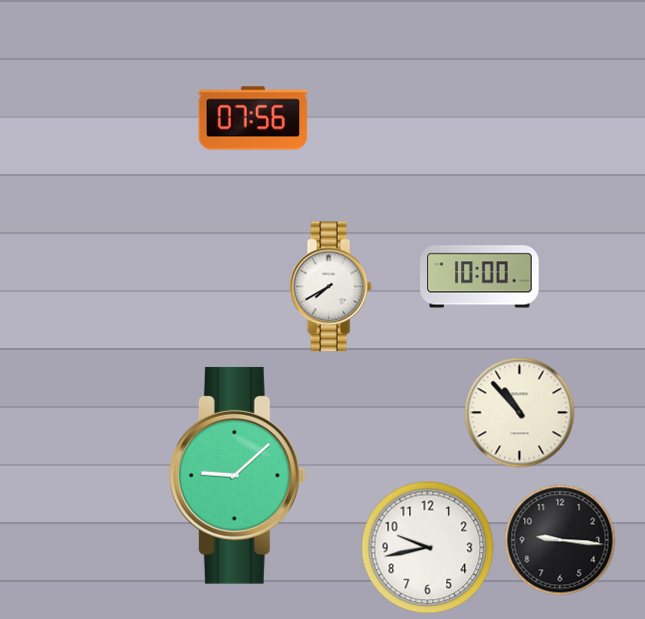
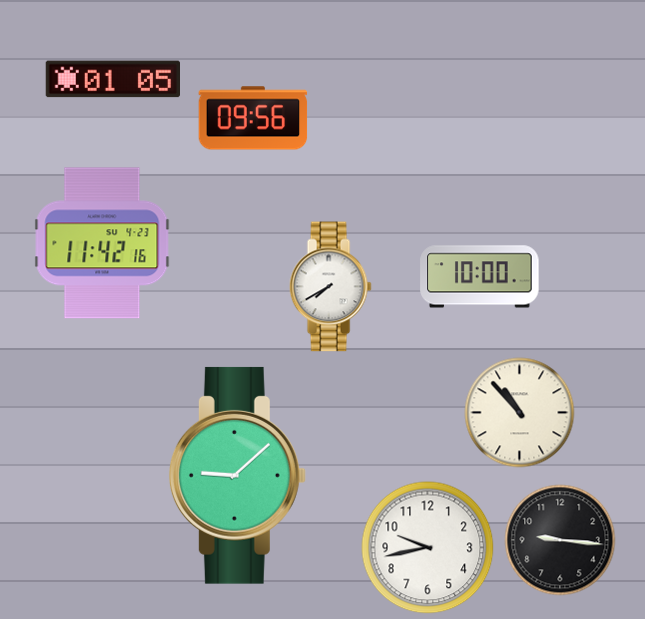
clock at (112, 79): none -> 01:05
clock at (253, 118): 07:56 -> 09:56
clock at (102, 243): none -> 11:42
